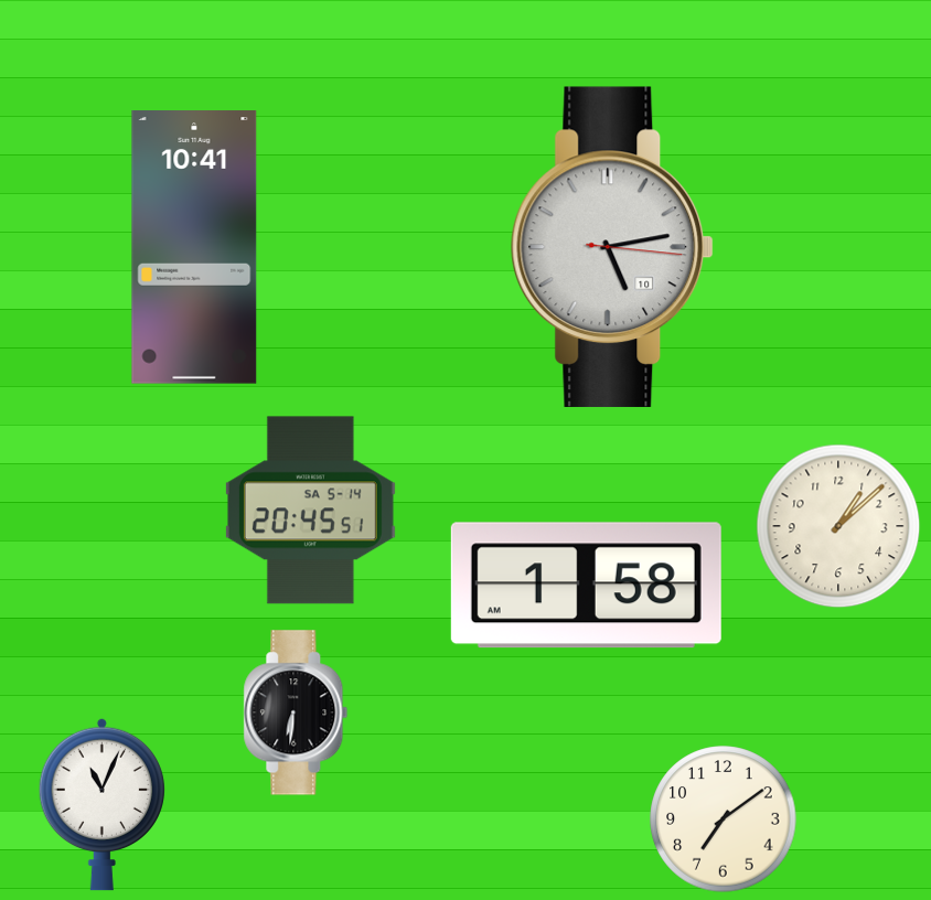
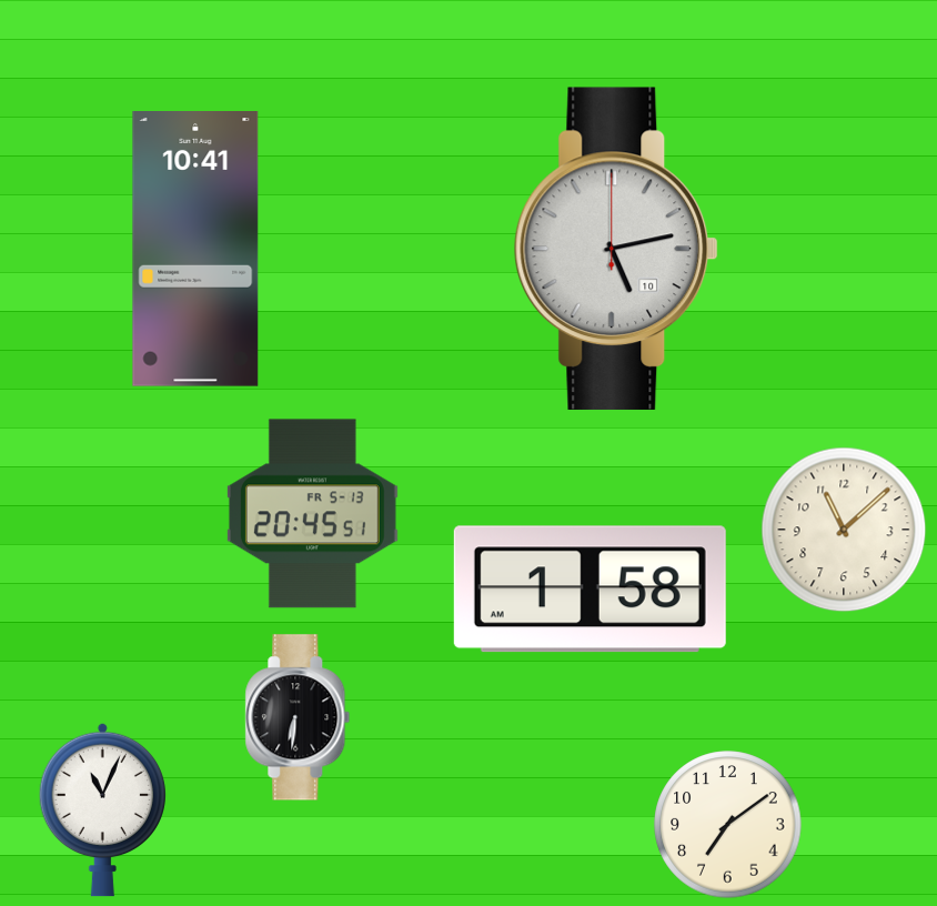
clock at (612, 247): 5:13:16 -> 5:13:00
clock at (310, 511) date: SA 5-14 -> FR 5-13
clock at (838, 526): 1:08 -> 11:08
